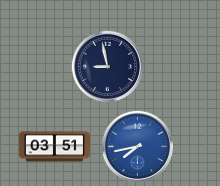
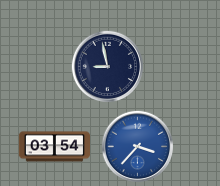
clock at (54, 147): 03:51 -> 03:54
clock at (138, 147): 7:43 -> 3:37
